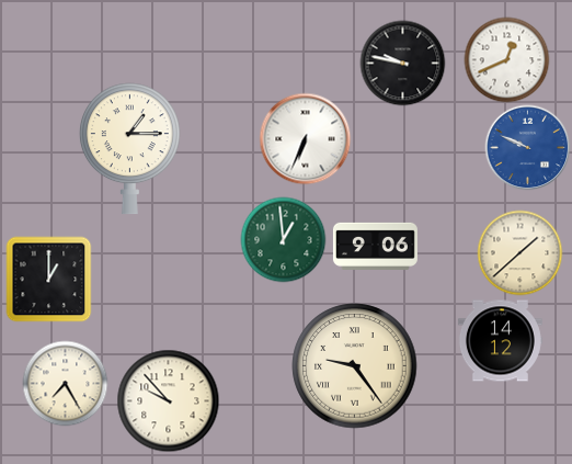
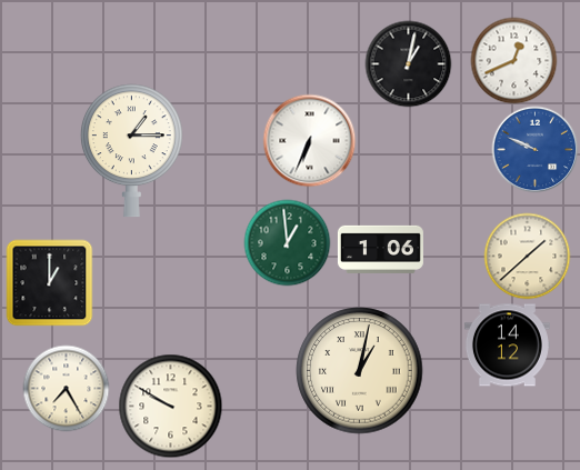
clock at (402, 63): 9:47 -> 1:02
clock at (375, 246): 9:06 -> 1:06
clock at (355, 366): 9:24 -> 1:02
clock at (168, 400): 9:53 -> 9:50
